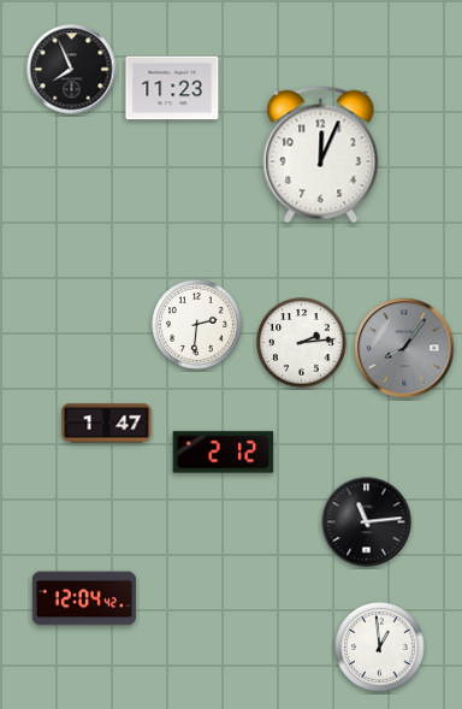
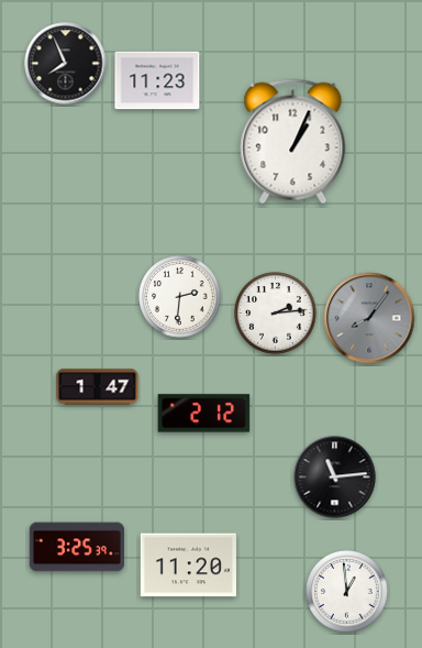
clock at (321, 155): 12:04 -> 1:04
clock at (84, 598): 12:04 -> 3:25
clock at (188, 565): none -> 11:20
